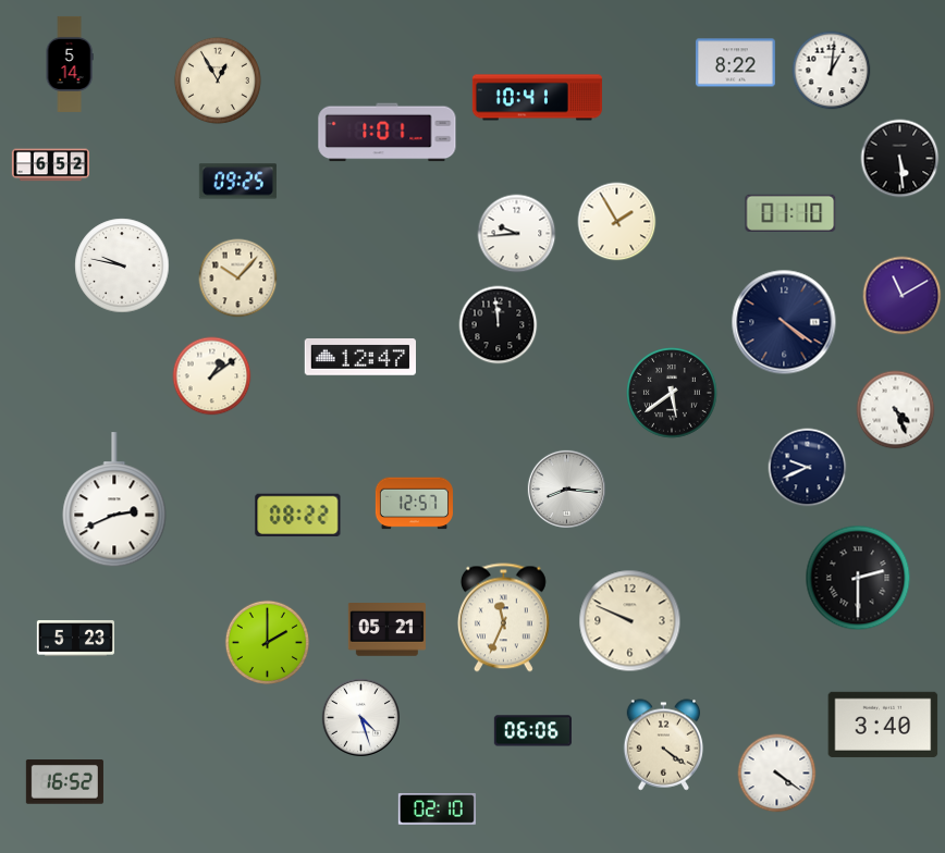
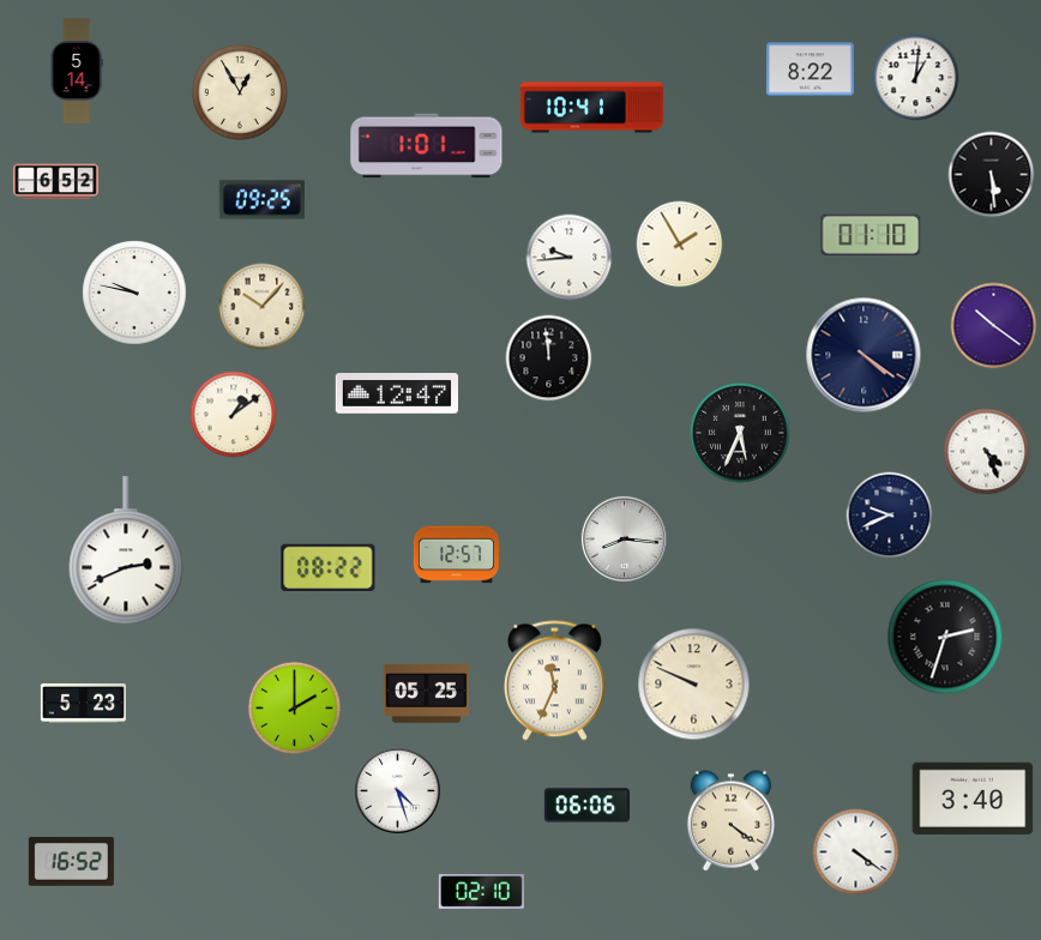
clock at (218, 81) position: (218, 81) -> (240, 92)
clock at (903, 296): 11:10 -> 10:21
clock at (673, 394): 5:39 -> 5:34
clock at (858, 578): 2:30 -> 2:33
clock at (386, 630): 05:21 -> 05:25
